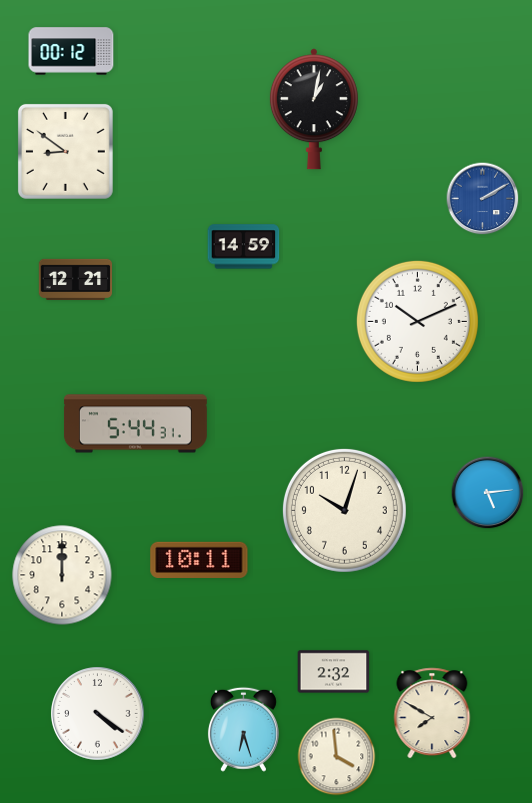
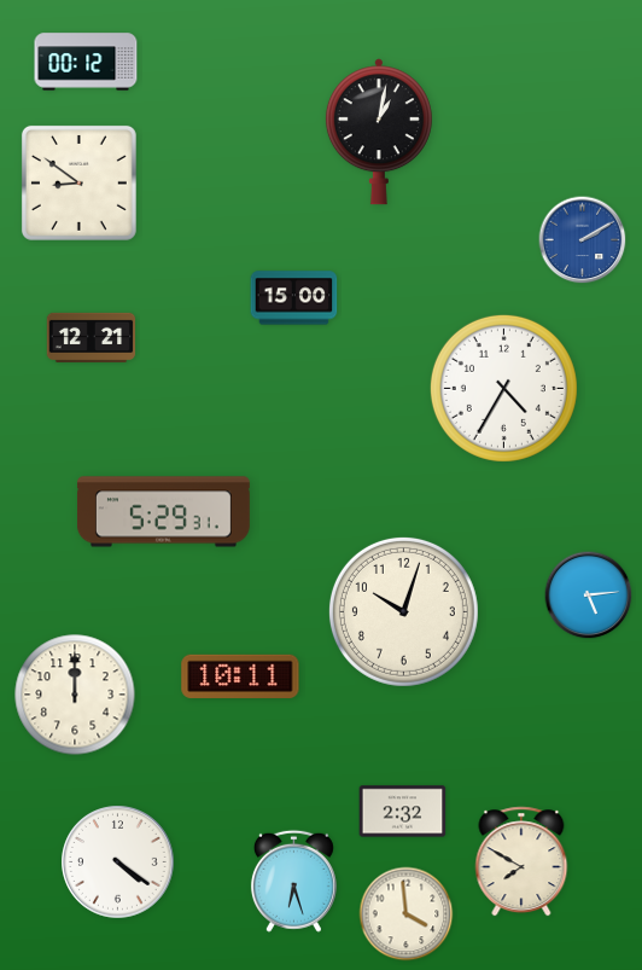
clock at (244, 247): 14:59 -> 15:00
clock at (417, 321): 10:11 -> 4:35
clock at (135, 424): 5:44 -> 5:29
clock at (344, 510) position: (344, 510) -> (403, 611)
